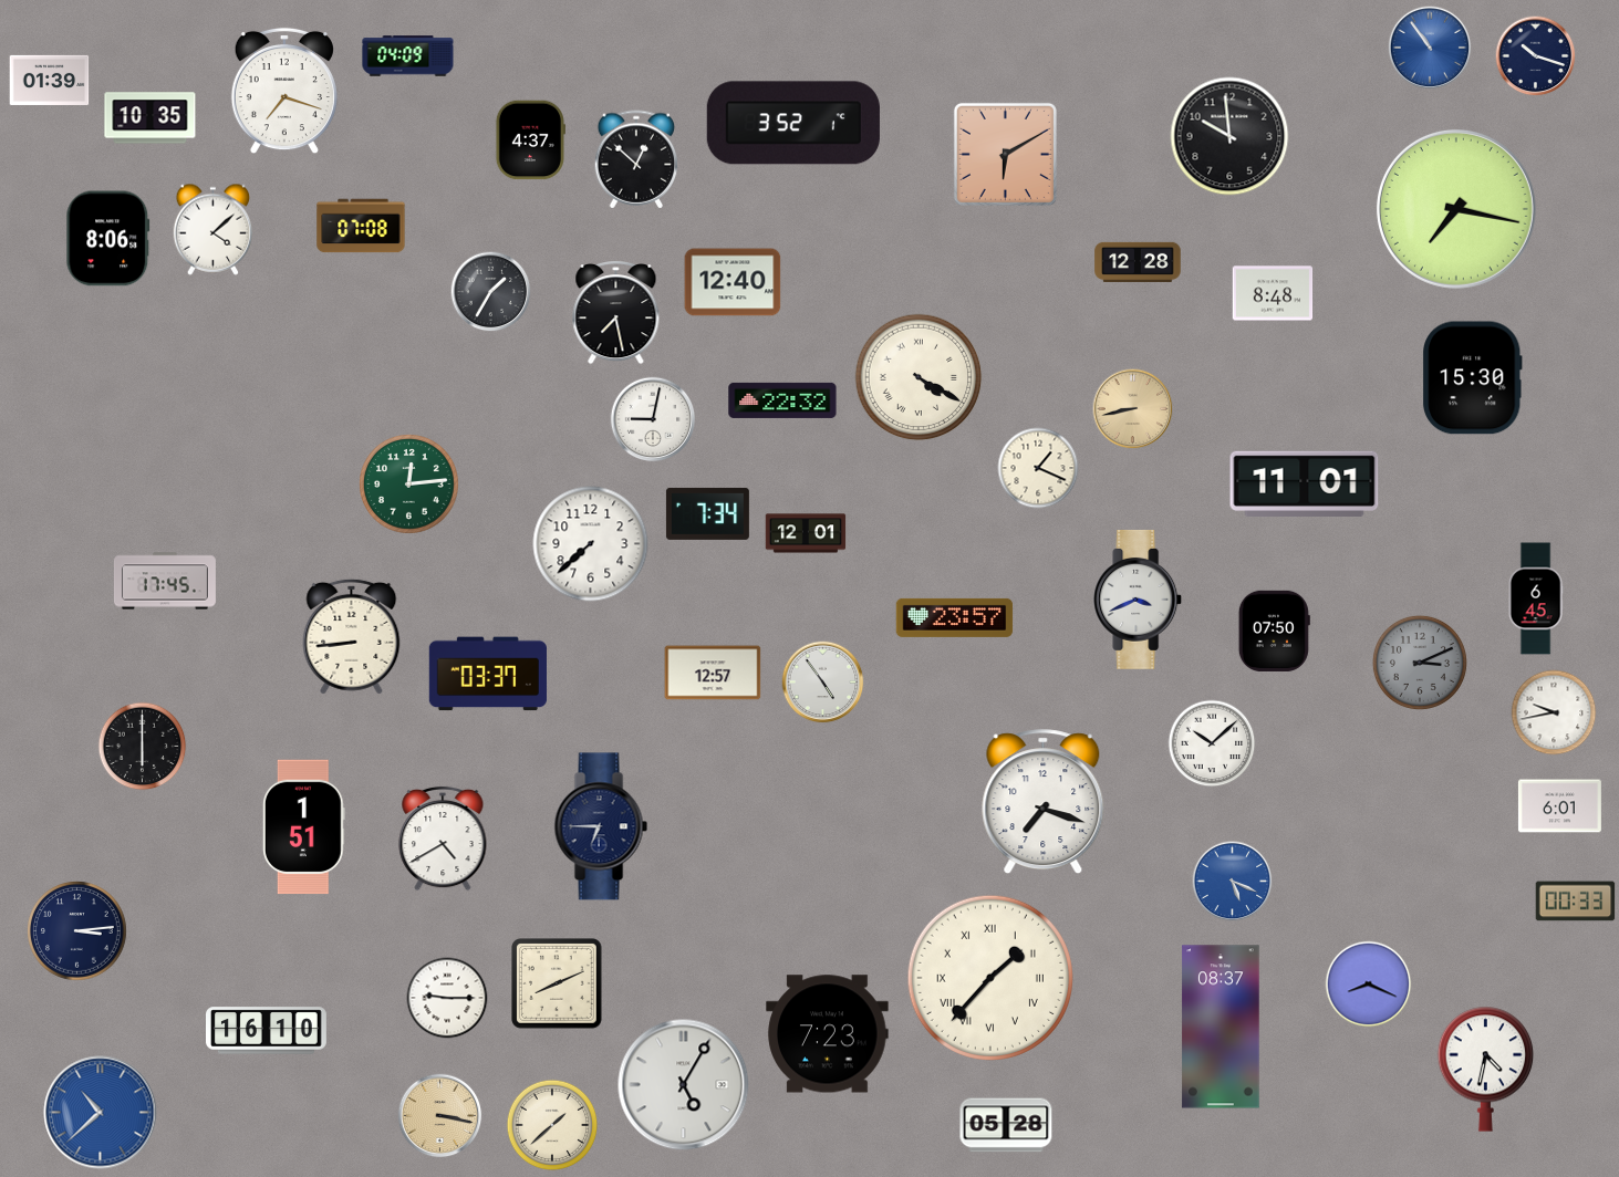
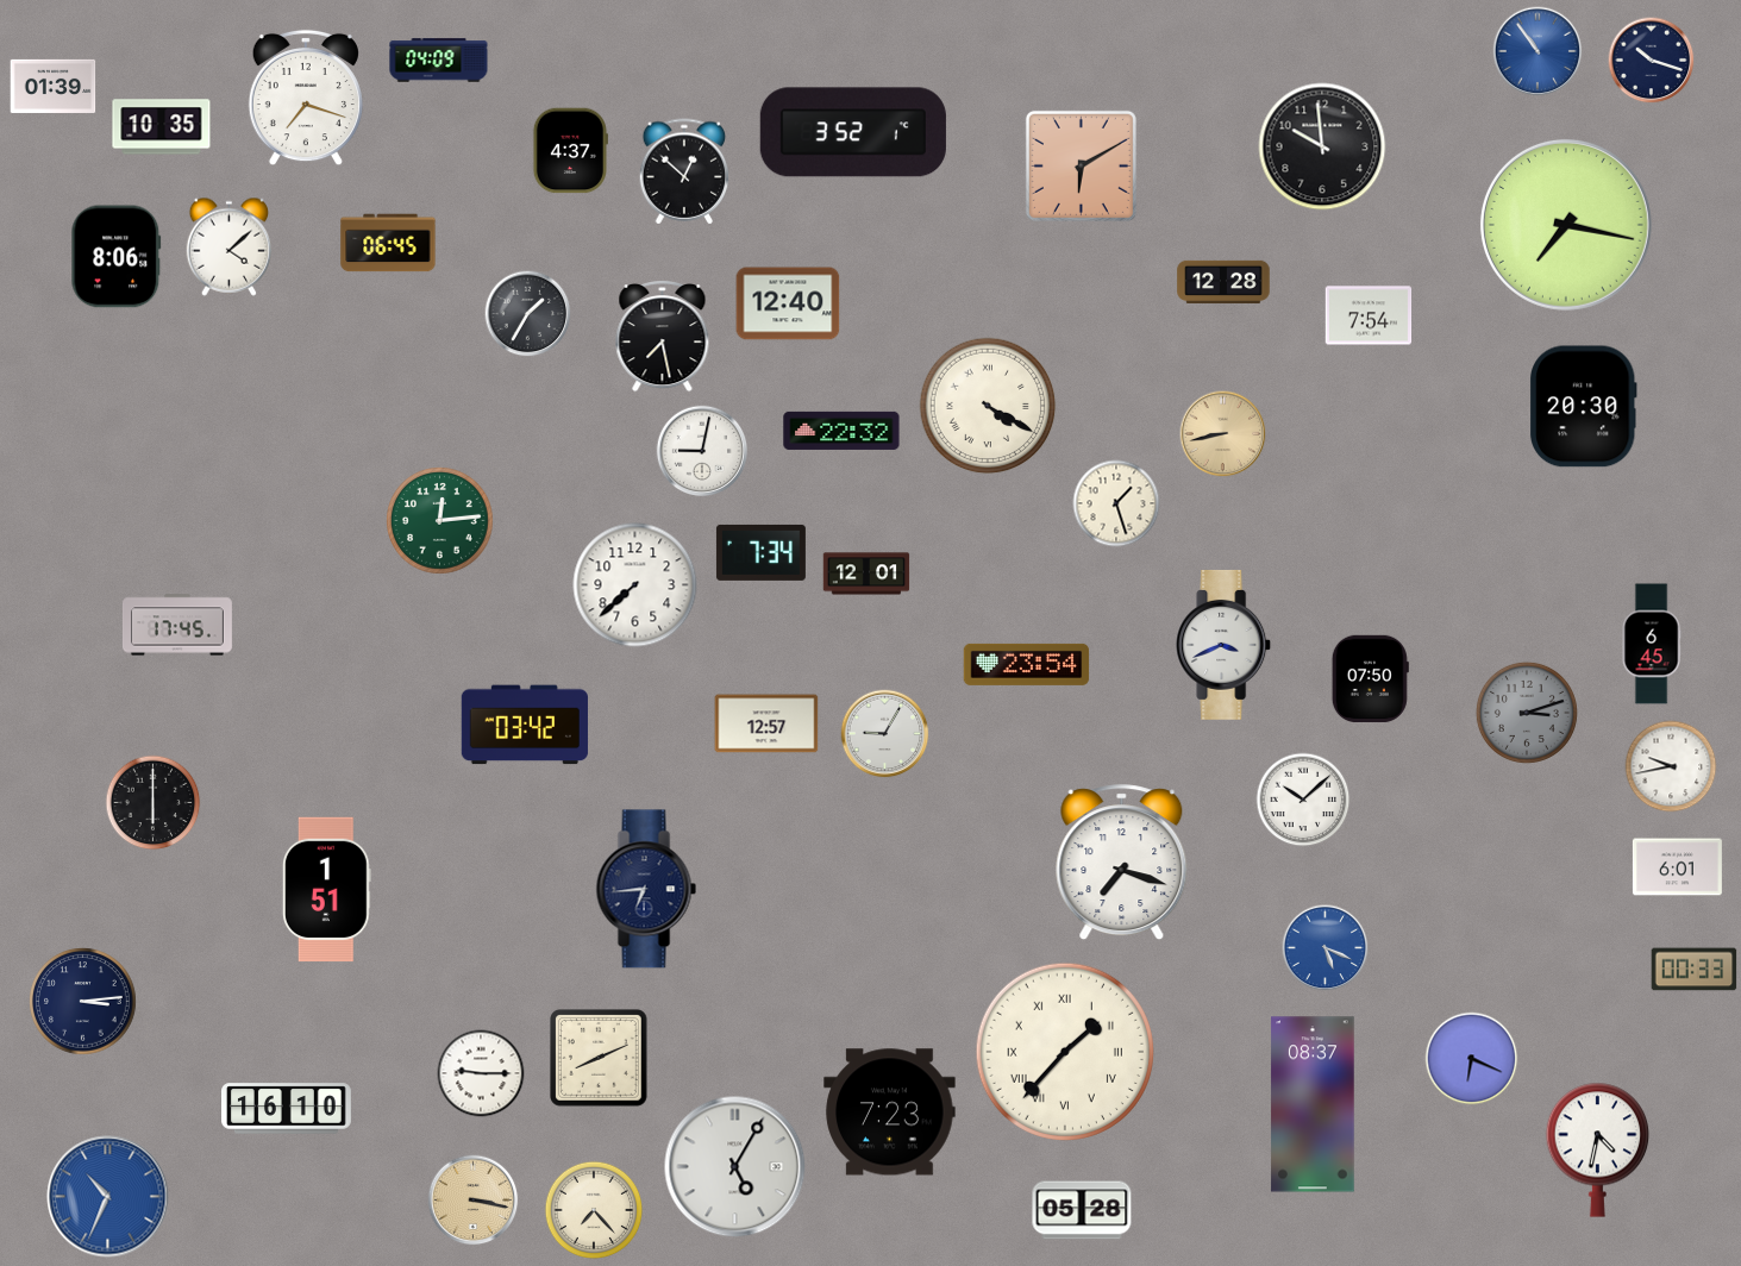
clock at (361, 226): 07:08 -> 06:45
clock at (1273, 293): 8:48 -> 7:54
clock at (1473, 378): 15:30 -> 20:30
clock at (1133, 409) position: (1133, 409) -> (1223, 434)
clock at (1038, 468): 1:19 -> 1:27
clock at (1305, 483): 11:01 -> none
clock at (955, 617): 23:57 -> 23:54
clock at (352, 636): 8:44 -> none
clock at (1420, 663): 3:11 -> 3:12
clock at (488, 674): 03:37 -> 03:42
clock at (823, 683): 4:54 -> 9:05
clock at (601, 826): 6:45 -> 6:44
clock at (443, 839): 4:40 -> none
clock at (1369, 985): 8:19 -> 6:19
clock at (101, 1113): 10:38 -> 10:34
clock at (552, 1125): 1:38 -> 7:23
